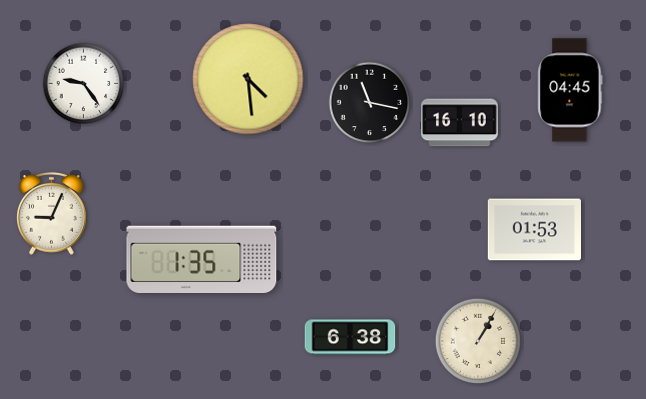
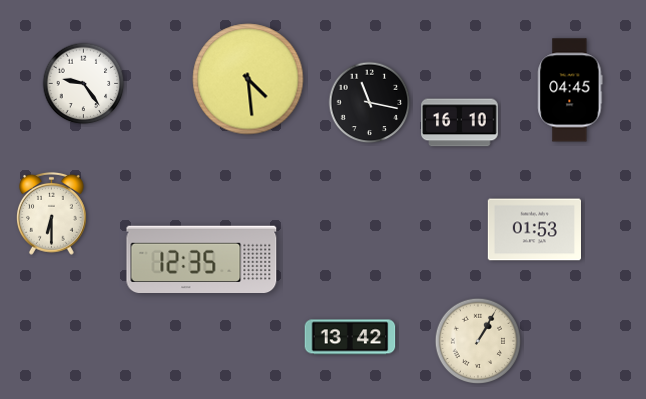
clock at (52, 213): 9:04 -> 6:30
clock at (202, 260): 1:35 -> 12:35
clock at (350, 337): 6:38 -> 13:42
